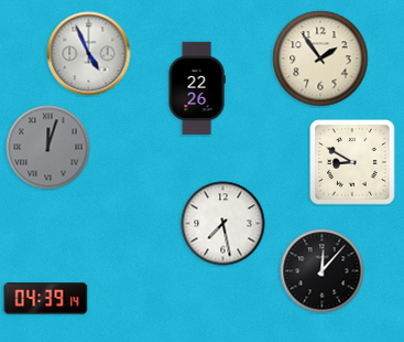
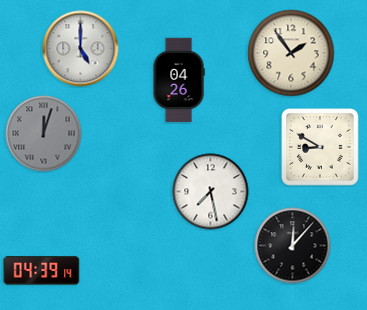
clock at (89, 54): 4:56 -> 5:00
clock at (197, 88): 22:26 -> 04:26
clock at (223, 224) position: (223, 224) -> (211, 192)
